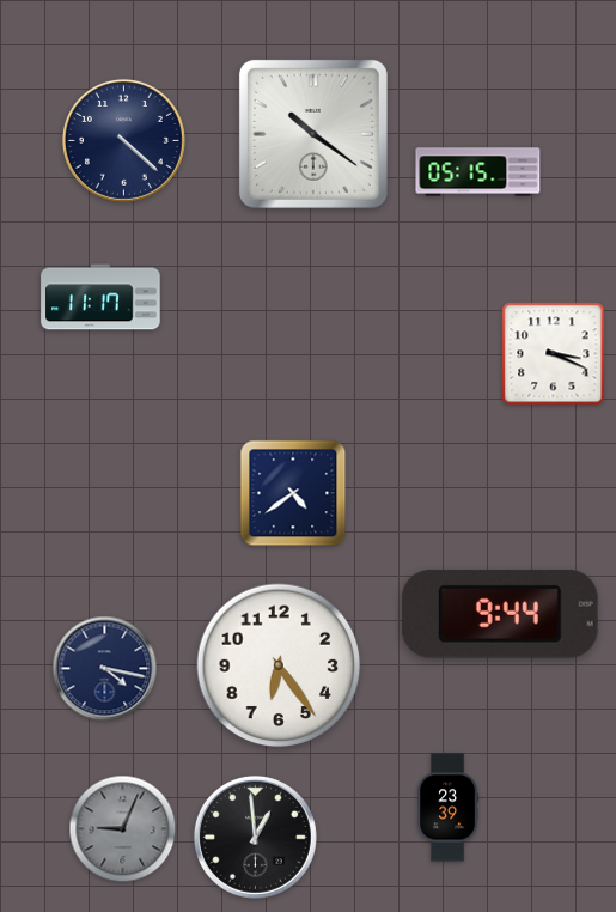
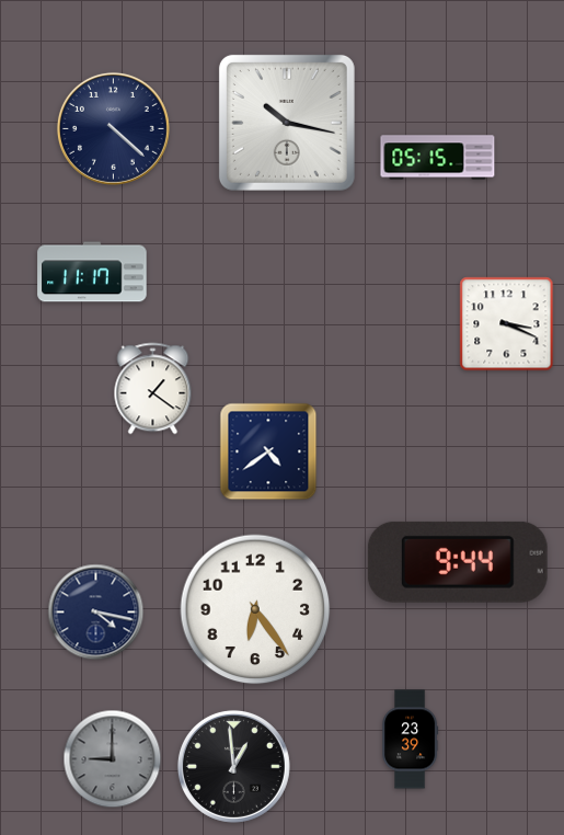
clock at (313, 134): 10:21 -> 10:17
clock at (153, 389): none -> 1:21
clock at (123, 829): 9:04 -> 9:00
